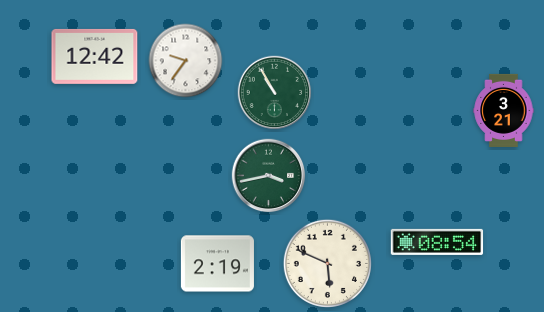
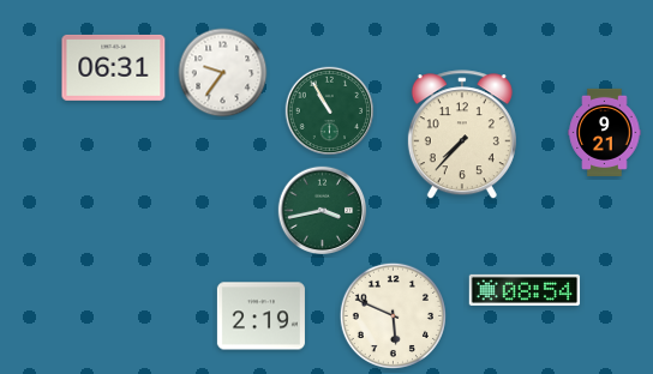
clock at (95, 56): 12:42 -> 06:31
clock at (504, 110): 3:21 -> 9:21
clock at (462, 135): none -> 7:37
